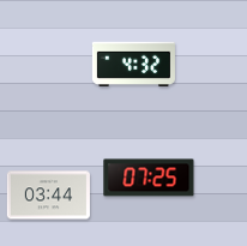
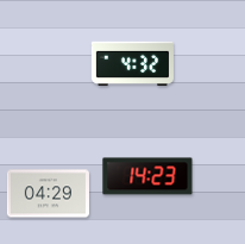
clock at (149, 178): 07:25 -> 14:23
clock at (48, 196): 03:44 -> 04:29
